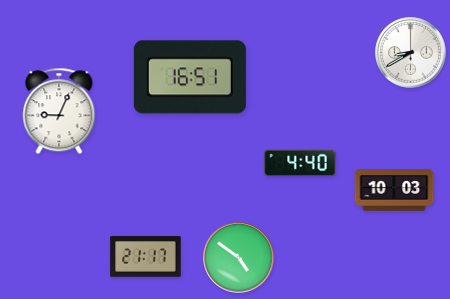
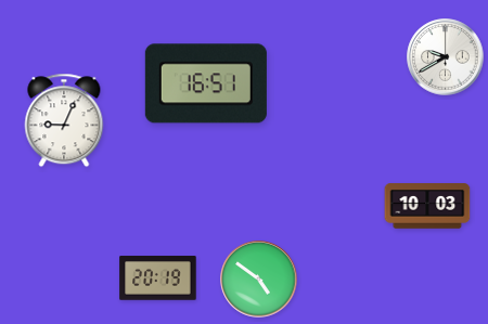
clock at (411, 53): 8:40 -> 9:40
clock at (300, 163): 4:40 -> none
clock at (146, 257): 21:17 -> 20:19
